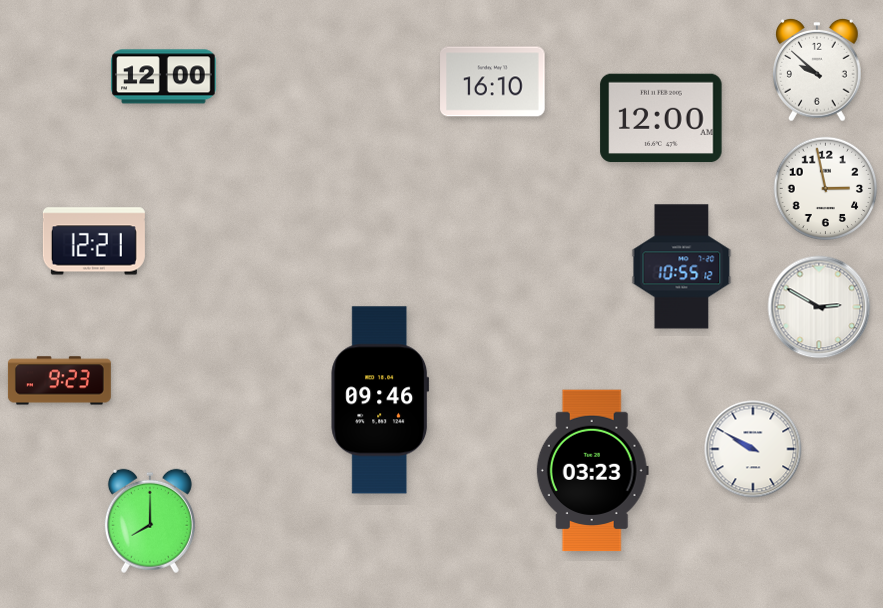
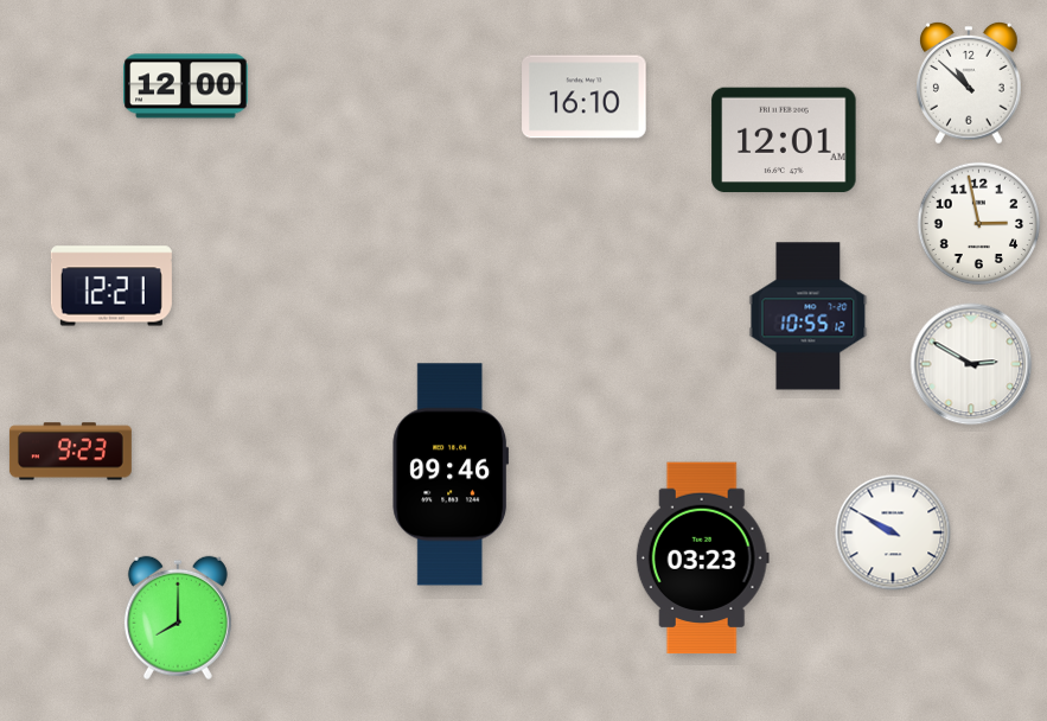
clock at (817, 71): 9:52 -> 10:52
clock at (164, 77) position: (164, 77) -> (186, 87)
clock at (661, 118): 12:00 -> 12:01
